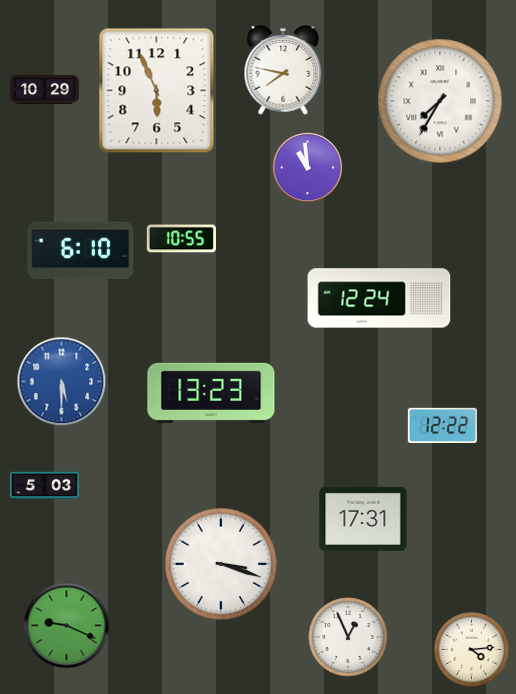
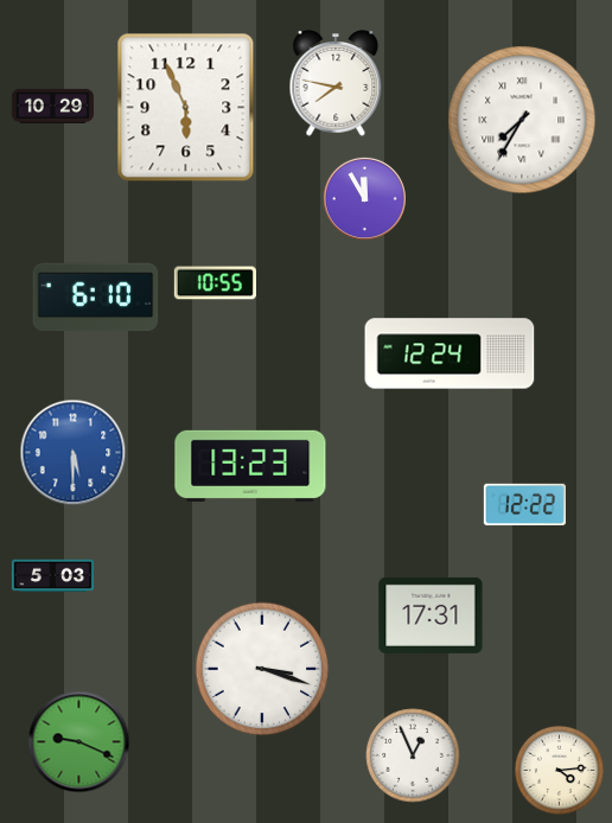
clock at (307, 167): 10:59 -> 11:55
